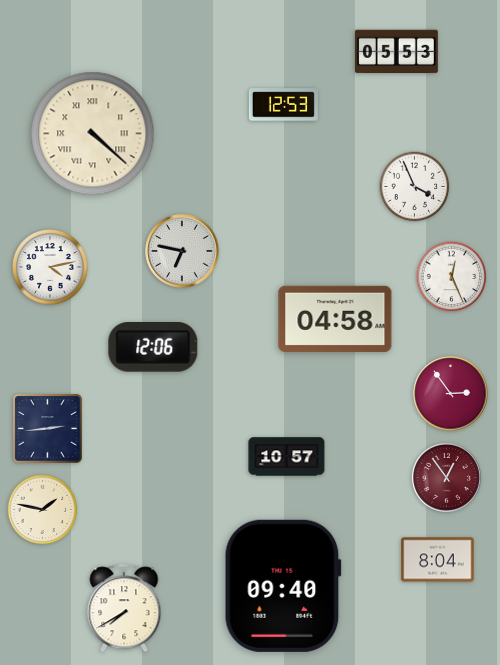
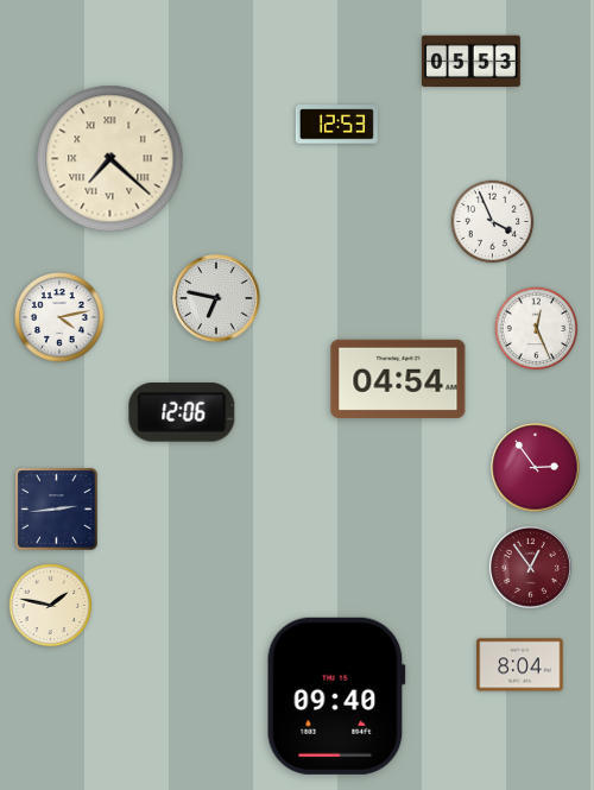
clock at (93, 134): 4:22 -> 7:22
clock at (335, 319): 04:58 -> 04:54
clock at (287, 457): 10:57 -> none
clock at (124, 609): 7:40 -> none
